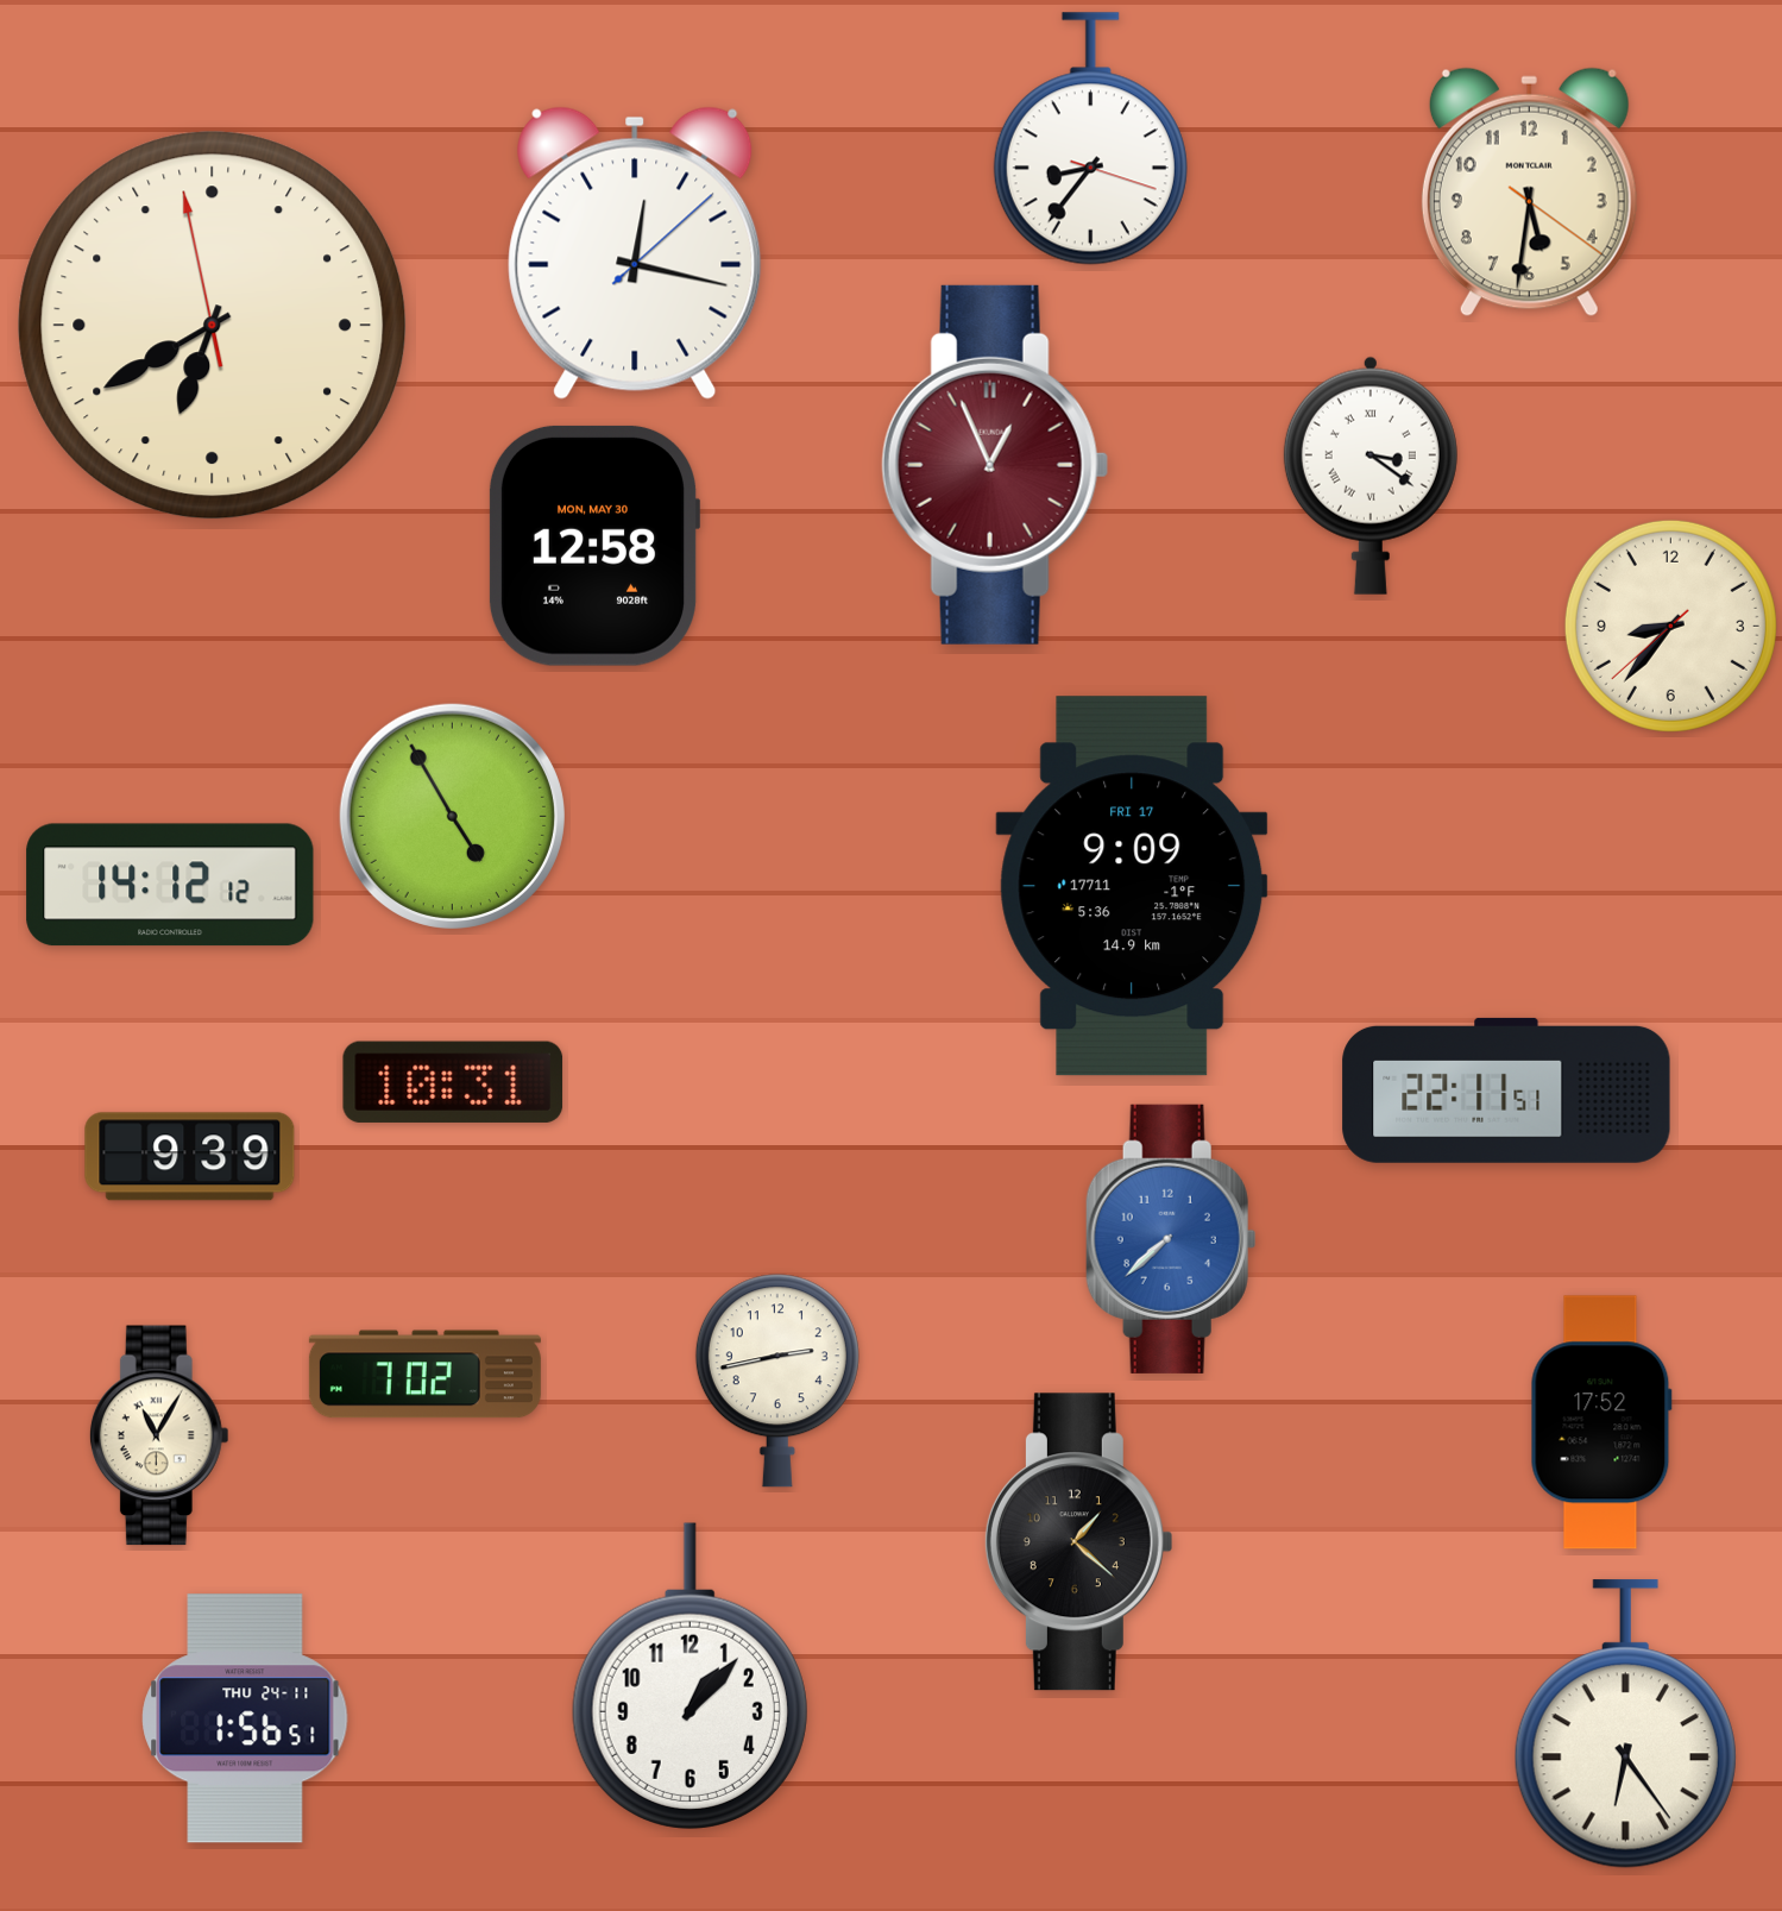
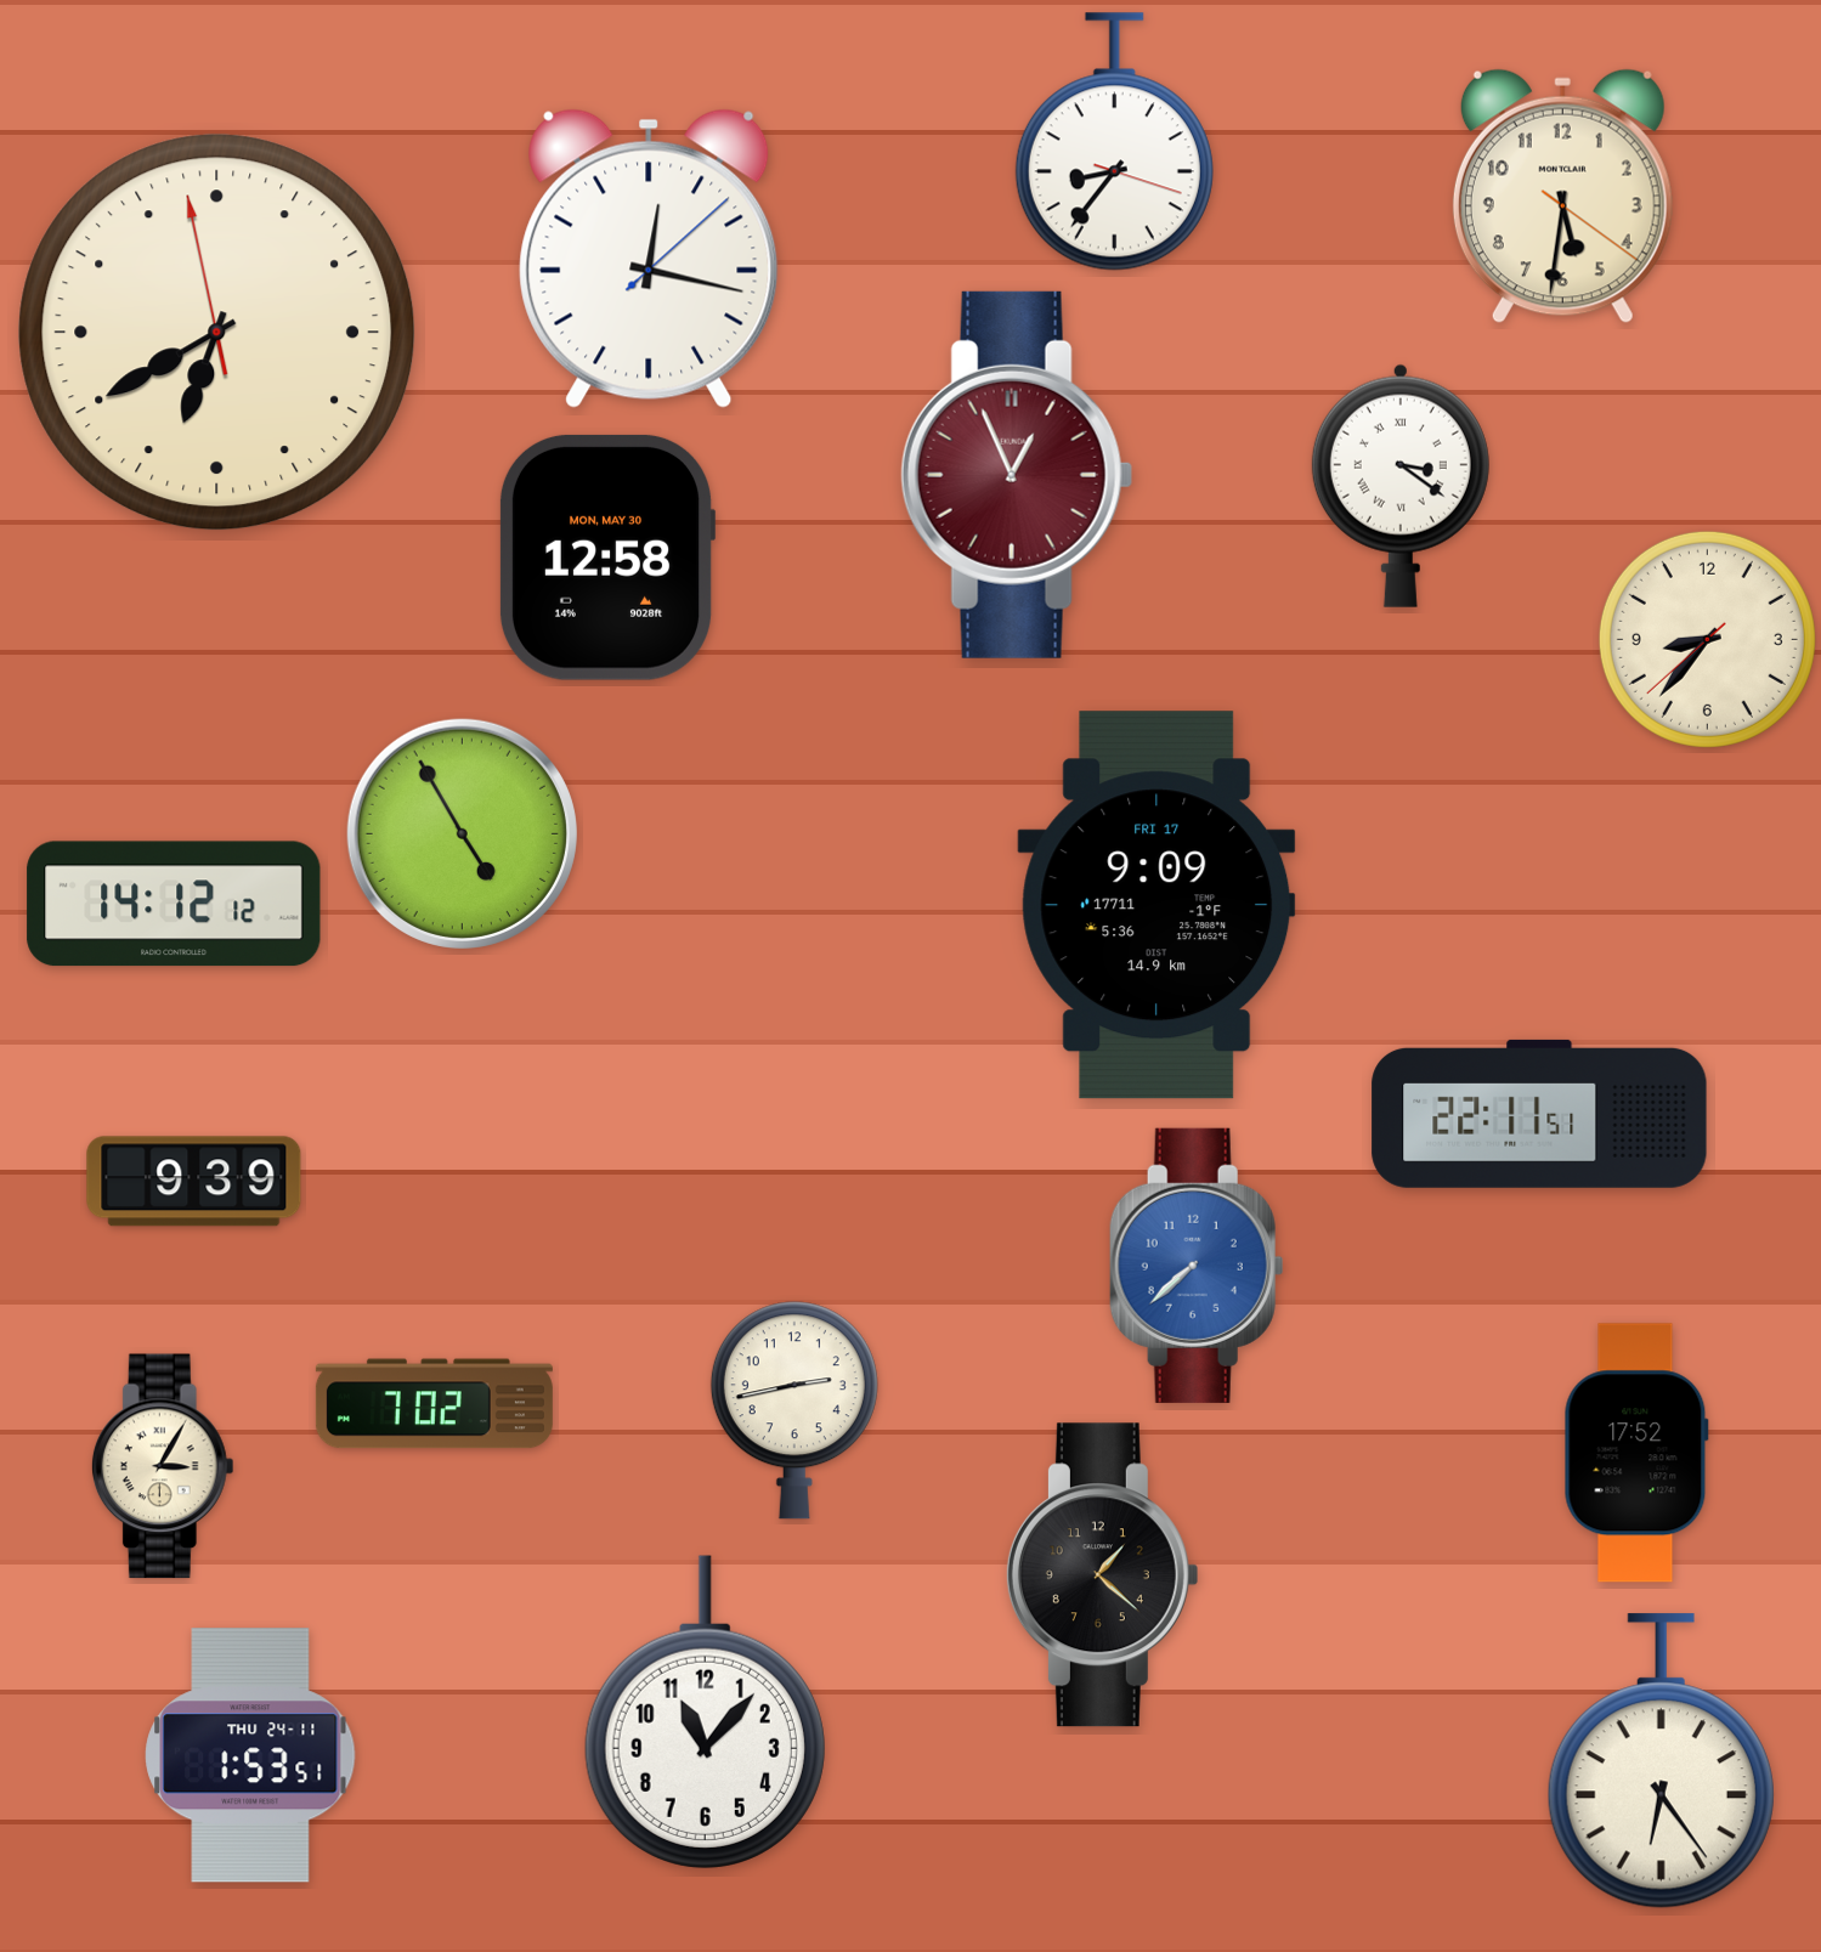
clock at (453, 1082): 10:31 -> none
clock at (159, 1435): 11:05 -> 3:05
clock at (689, 1677): 1:07 -> 11:07
clock at (245, 1718): 1:56 -> 1:53
